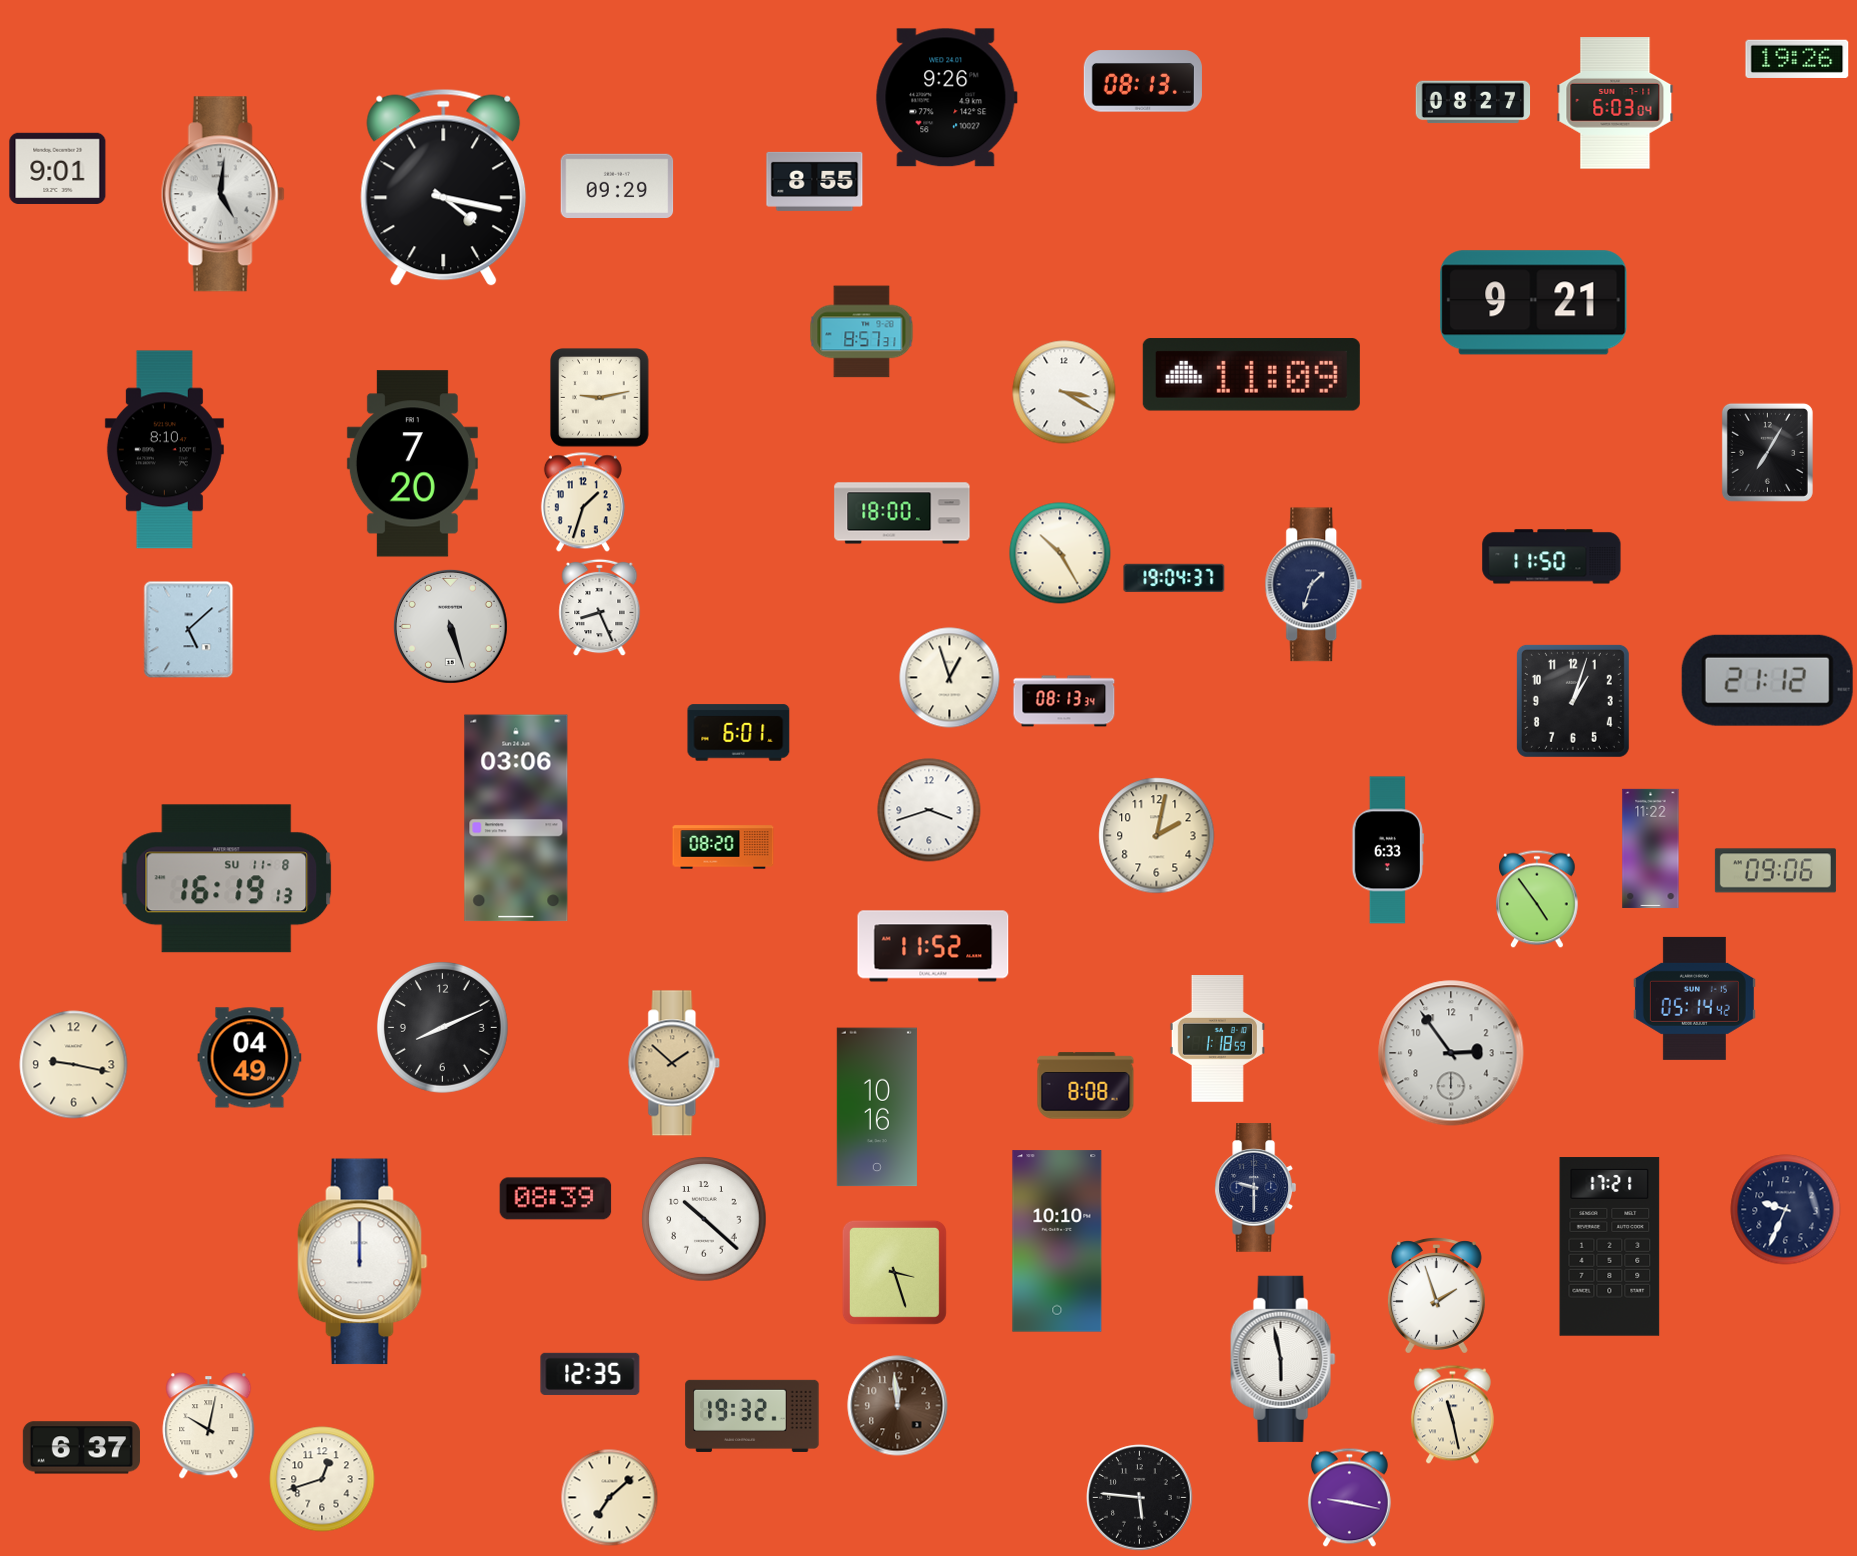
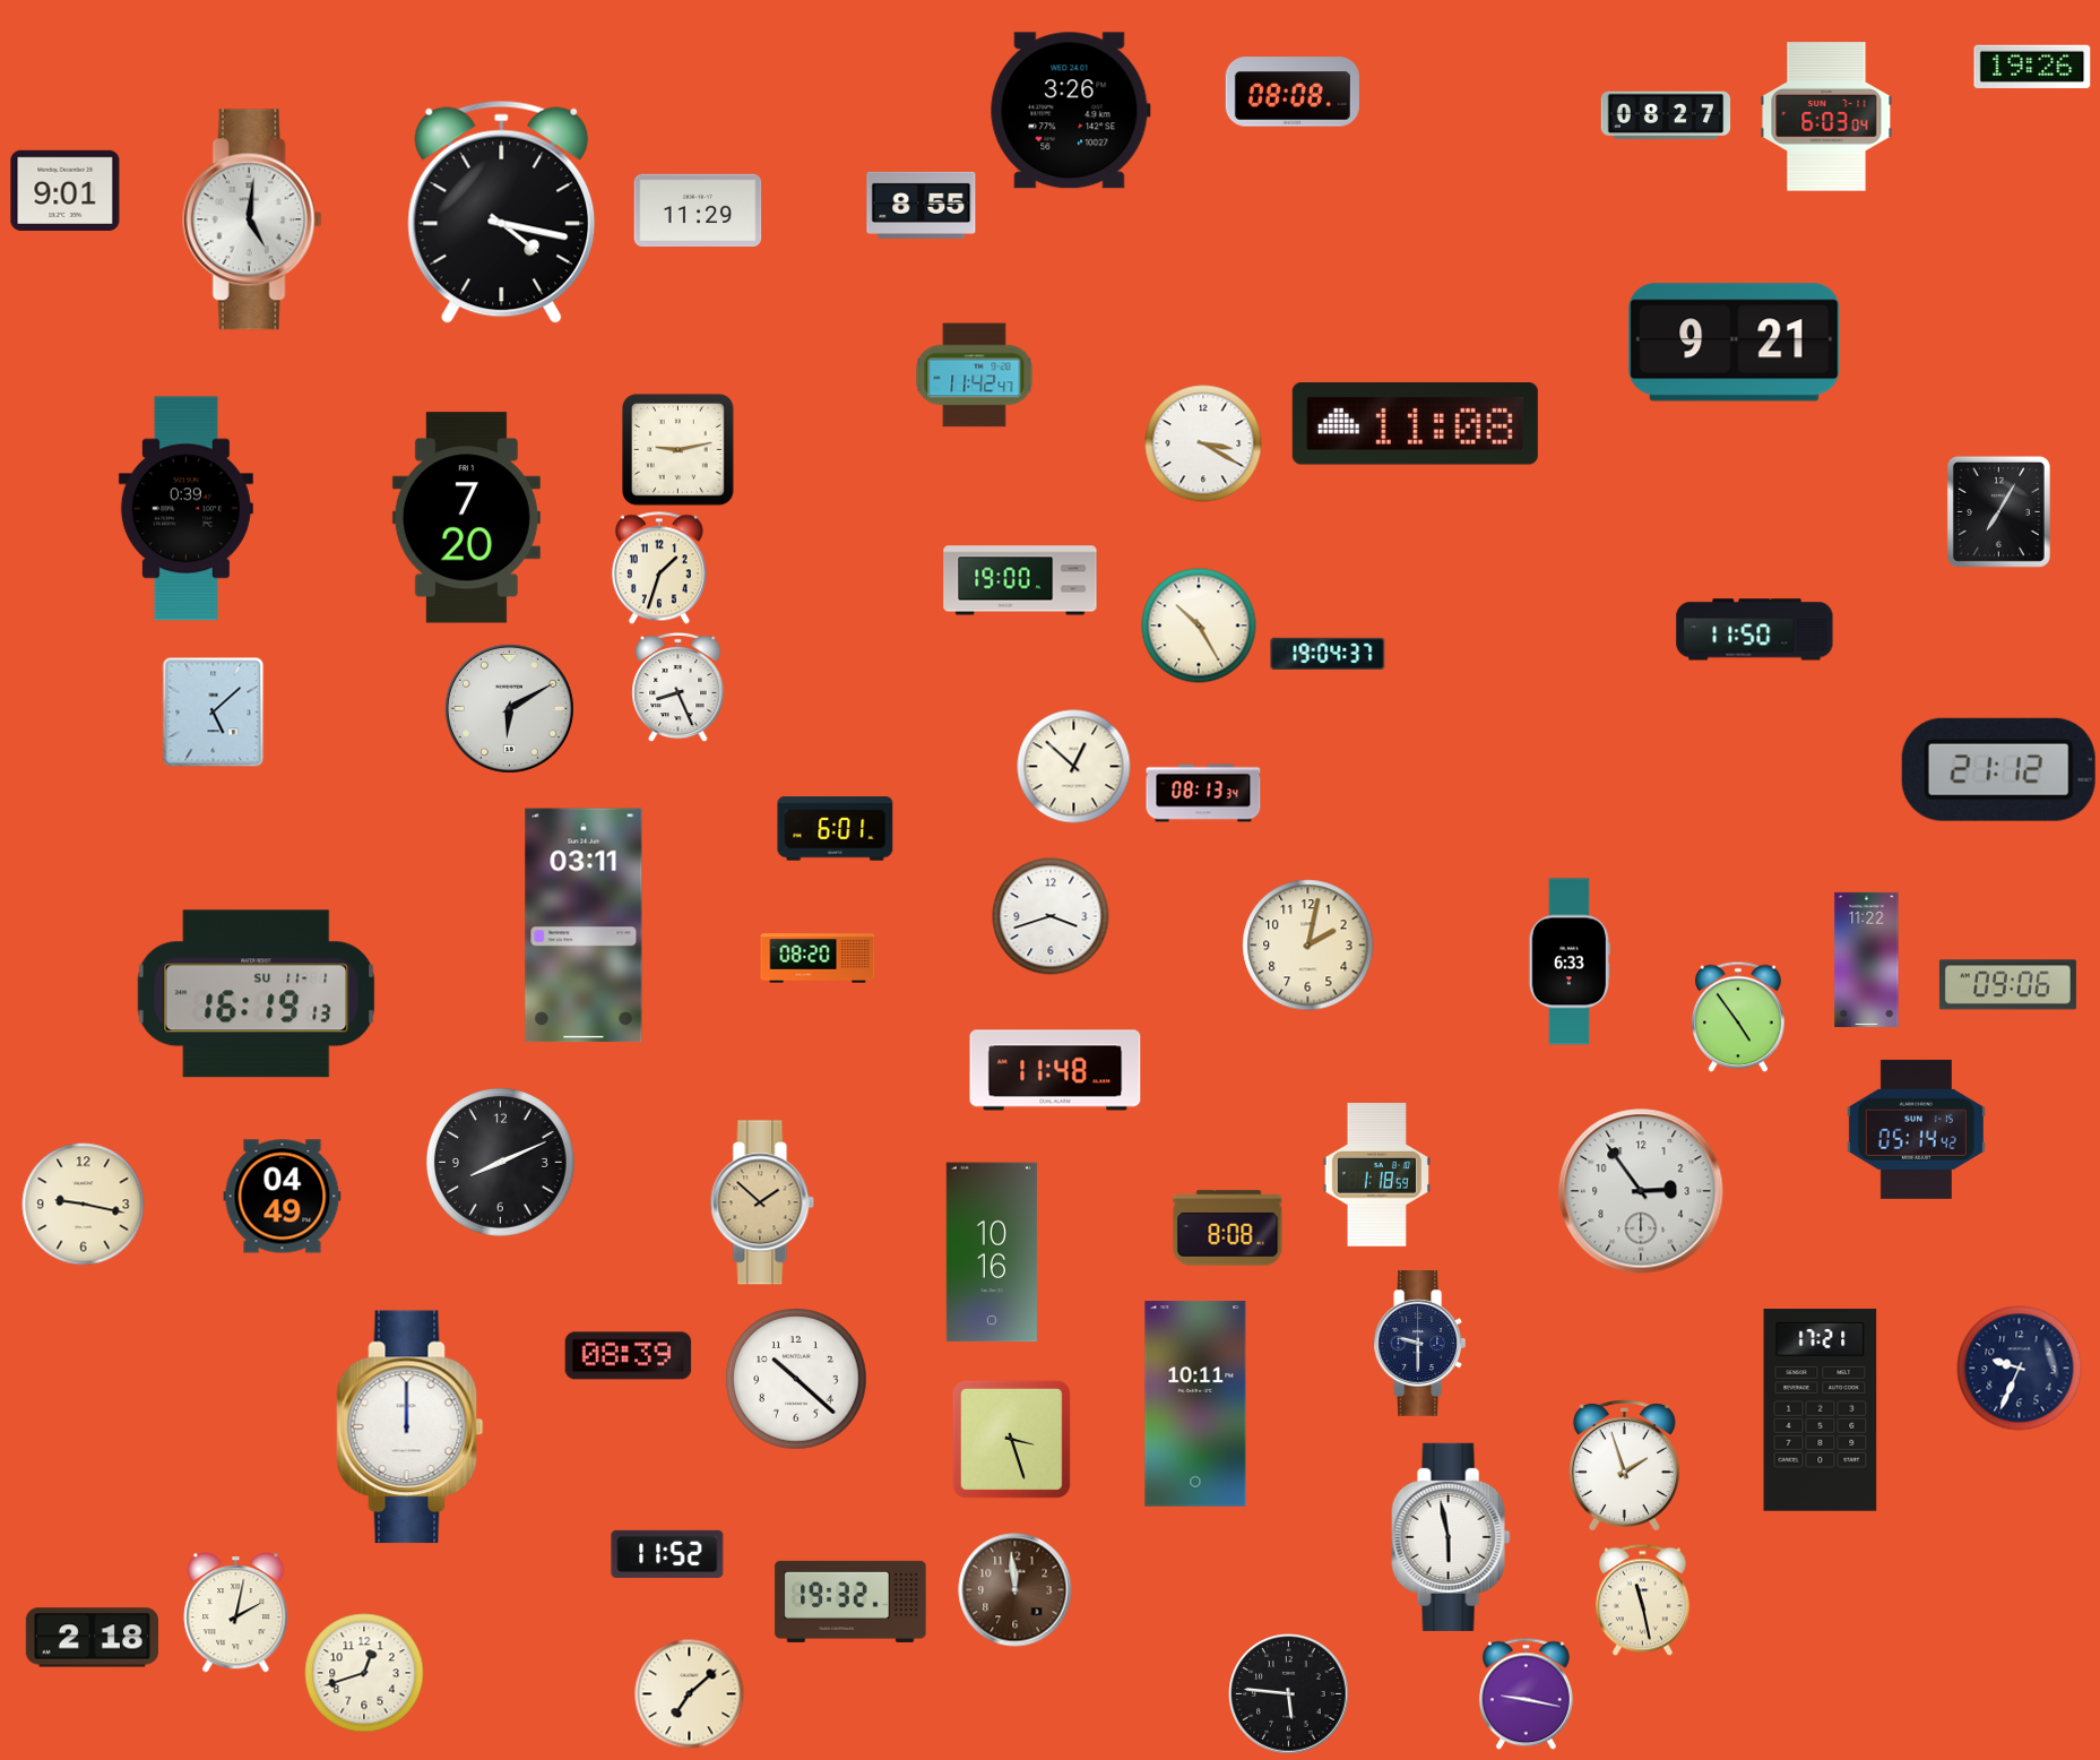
clock at (1143, 81): 08:13 -> 08:08
clock at (946, 98): 9:26 -> 3:26
clock at (617, 185): 09:29 -> 11:29
clock at (862, 332): 8:57 -> 11:42
clock at (1251, 375): 11:09 -> 11:08
clock at (164, 450): 8:10 -> 0:39
clock at (412, 464) position: (412, 464) -> (466, 518)
clock at (902, 513): 18:00 -> 19:00
clock at (1314, 585): 1:33 -> none
clock at (450, 626): 5:27 -> 6:10
clock at (950, 678): 12:57 -> 12:52
clock at (1573, 701): 1:03 -> none
clock at (516, 818): 03:06 -> 03:11
clock at (227, 879) date: SU 11-8 -> SU 11-1
clock at (933, 946): 11:52 -> 11:48
clock at (1057, 1241): 10:10 -> 10:11
clock at (590, 1374): 12:35 -> 11:52
clock at (209, 1426): 10:02 -> 2:02
clock at (81, 1448): 6:37 -> 2:18
